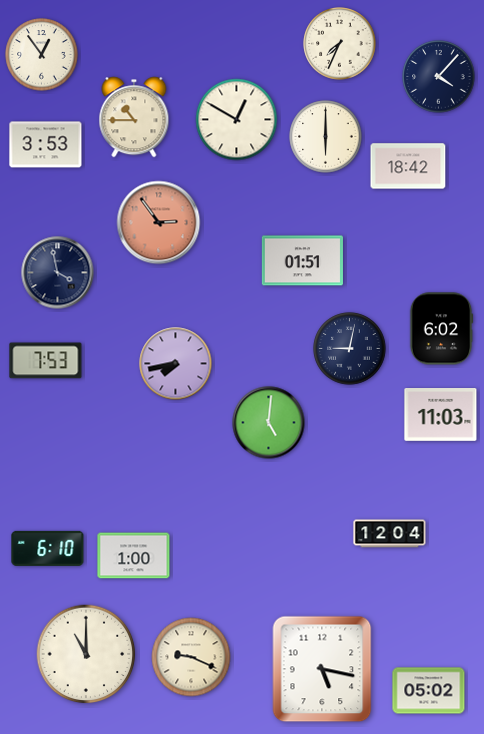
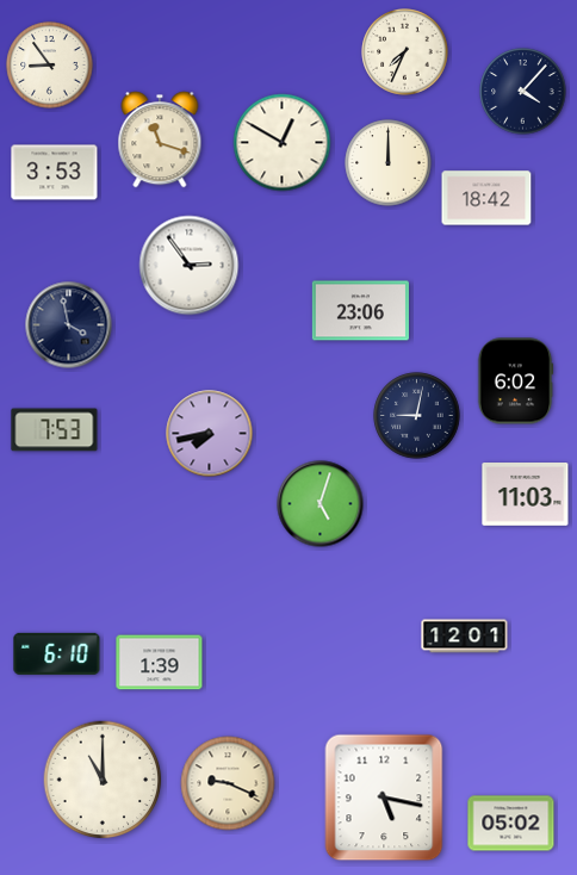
clock at (42, 55): 12:54 -> 8:54
clock at (134, 117): 10:45 -> 11:18
clock at (326, 137): 6:00 -> 12:00
clock at (159, 223) dial: salmon -> white
clock at (302, 261): 01:51 -> 23:06
clock at (441, 329) position: (441, 329) -> (515, 381)
clock at (269, 423): 5:01 -> 5:03
clock at (390, 534): 12:04 -> 12:01
clock at (134, 556): 1:00 -> 1:39
